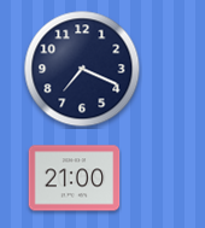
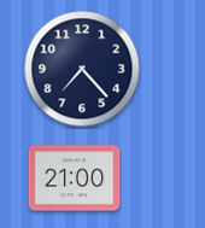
clock at (82, 69): 7:19 -> 7:23
